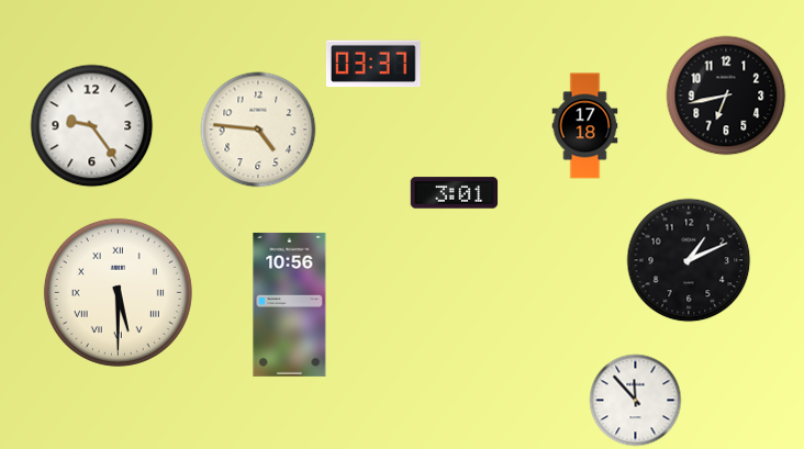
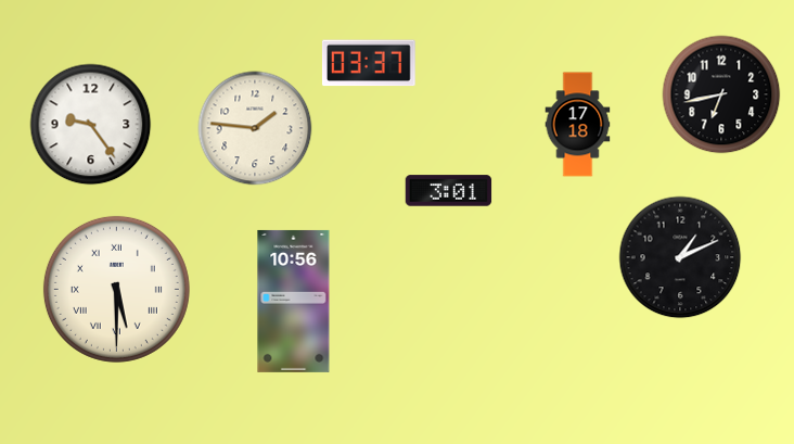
clock at (726, 96) position: (726, 96) -> (721, 94)
clock at (258, 130): 4:46 -> 1:46
clock at (290, 304) position: (290, 304) -> (294, 301)
clock at (636, 401): 11:53 -> none
